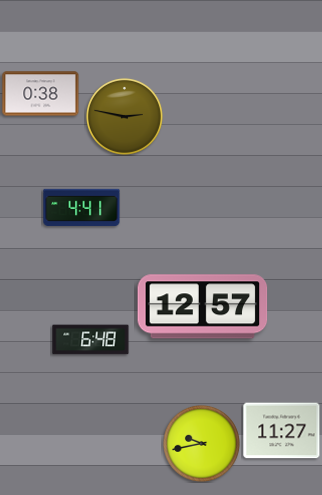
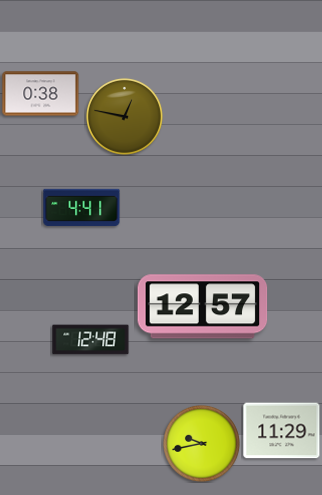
clock at (124, 116): 2:47 -> 12:47
clock at (91, 340): 6:48 -> 12:48
clock at (282, 431): 11:27 -> 11:29
